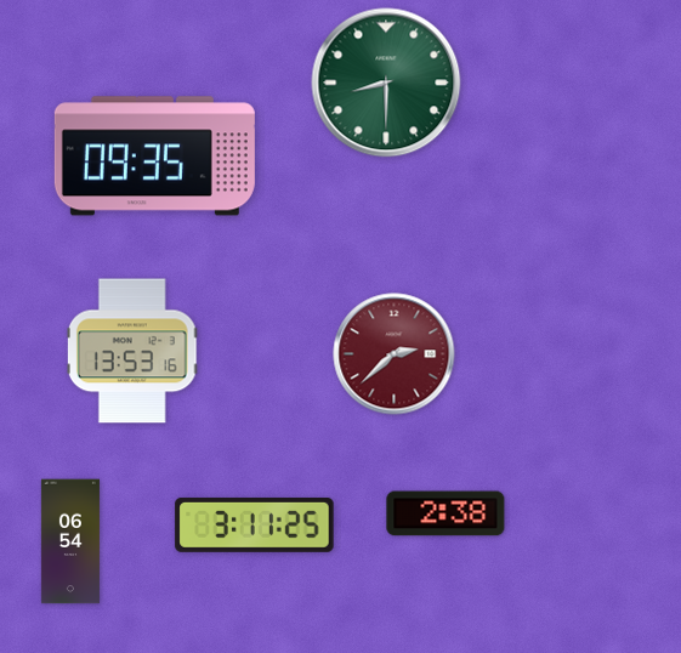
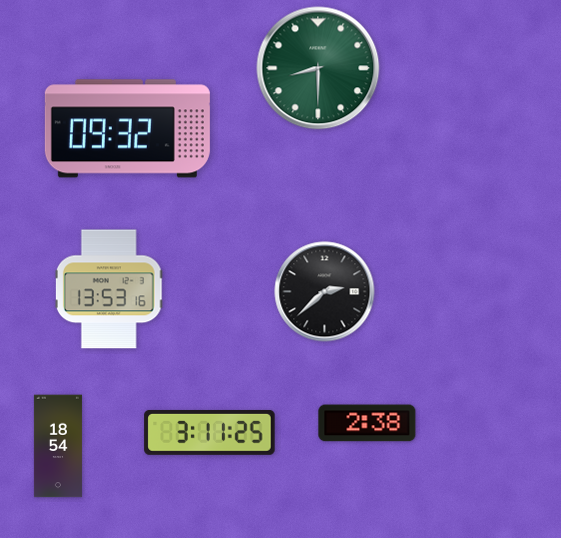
clock at (154, 157): 09:35 -> 09:32
clock at (395, 354) dial: burgundy -> black
clock at (70, 541): 06:54 -> 18:54
